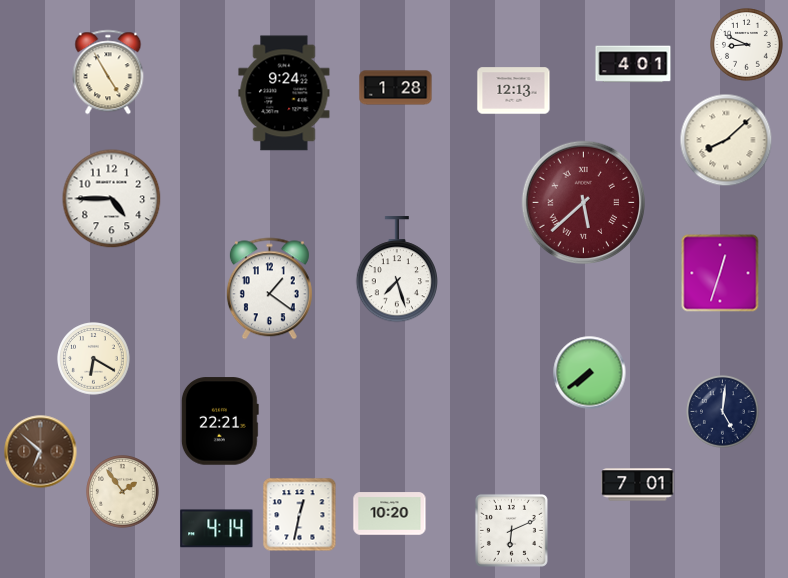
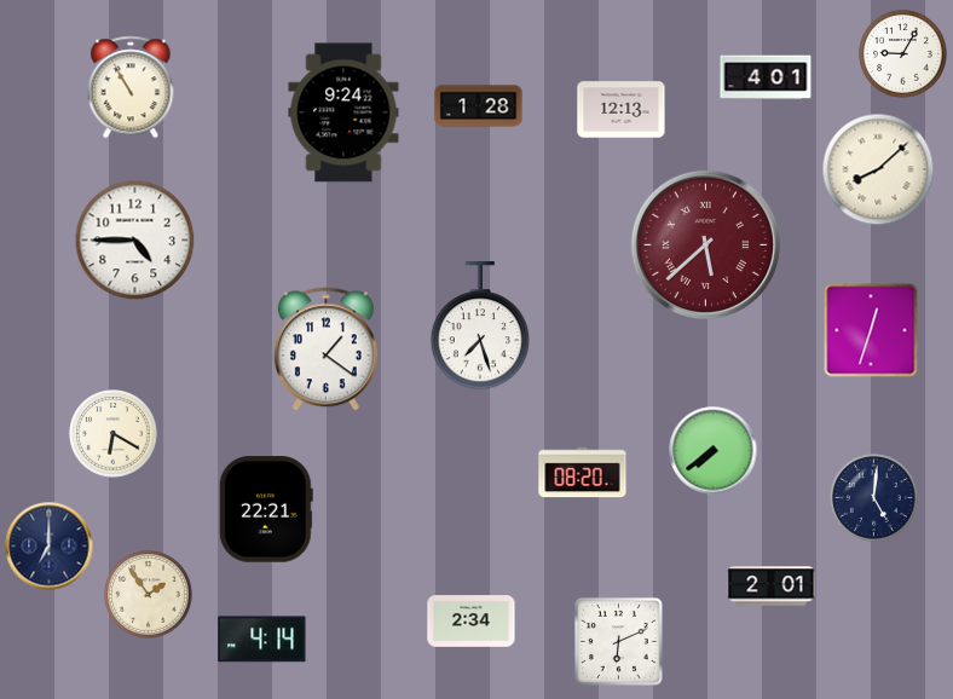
clock at (747, 45): 8:49 -> 9:05
clock at (108, 72): 4:55 -> 10:55
clock at (583, 473): none -> 08:20
clock at (41, 452): 6:52 -> 7:00
clock at (41, 452) dial: brown -> navy
clock at (638, 485): 7:01 -> 2:01
clock at (390, 514): 10:20 -> 2:34
clock at (300, 515): 12:32 -> none
